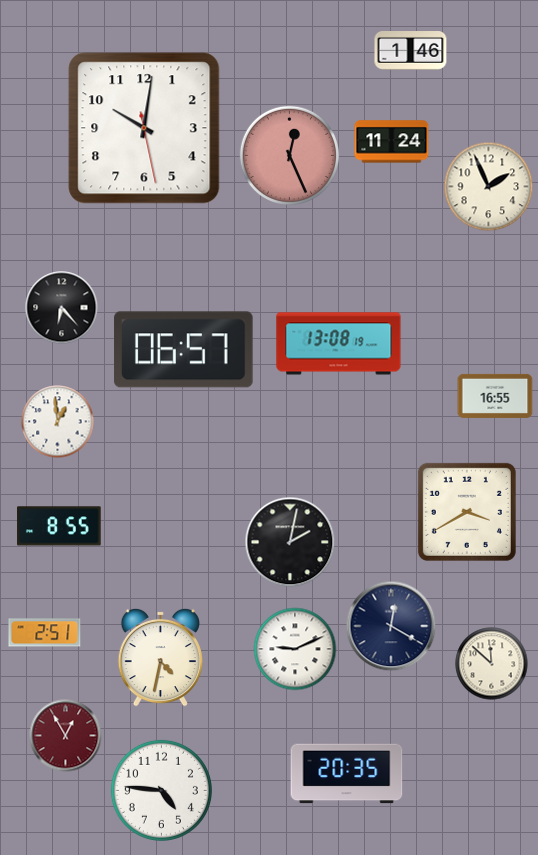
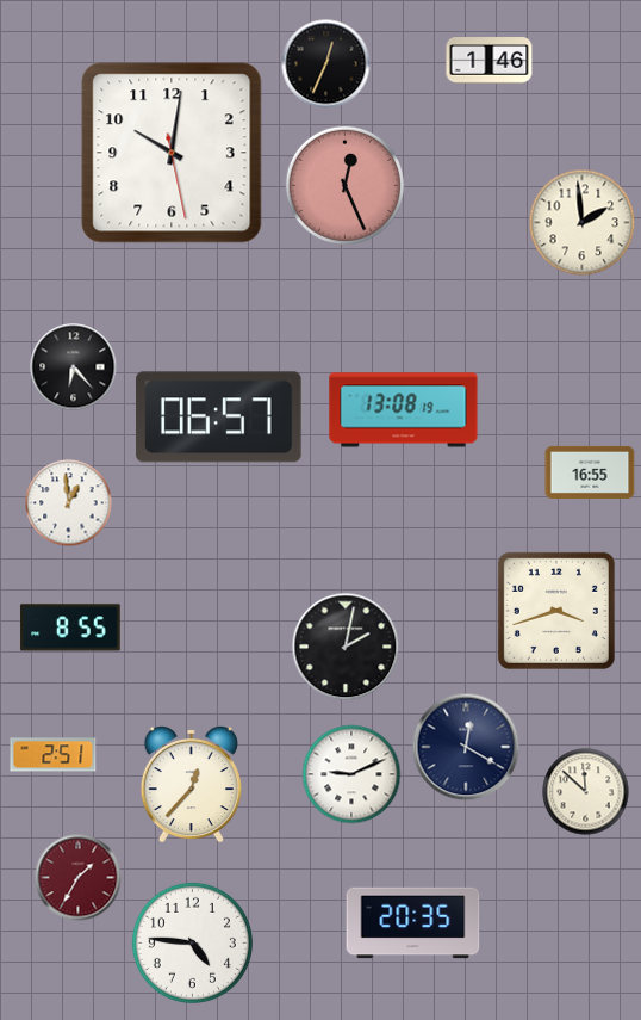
clock at (326, 64): none -> 12:34
clock at (392, 142): 11:24 -> none
clock at (489, 187): 1:56 -> 1:59
clock at (467, 512): 3:40 -> 3:42
clock at (160, 657): 4:32 -> 12:37
clock at (66, 736): 12:55 -> 1:35
